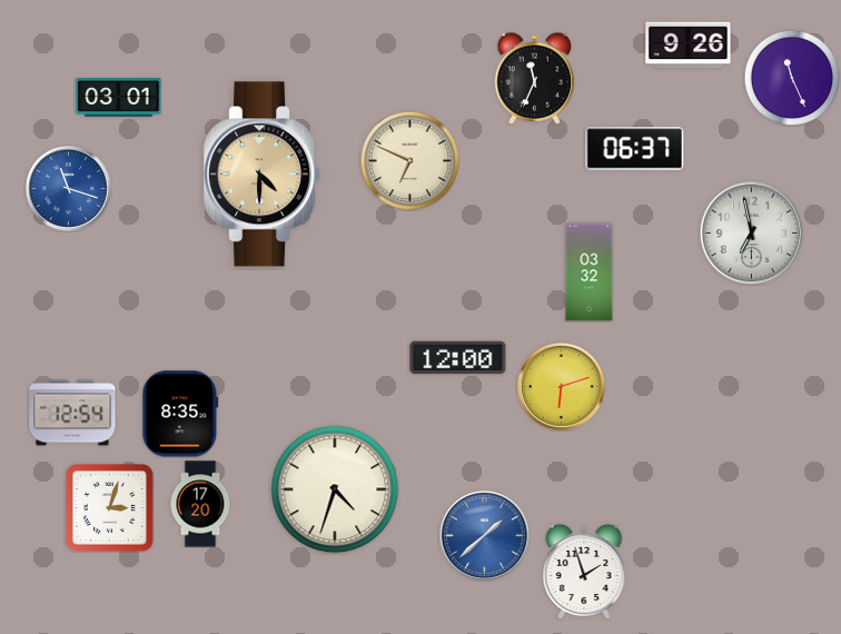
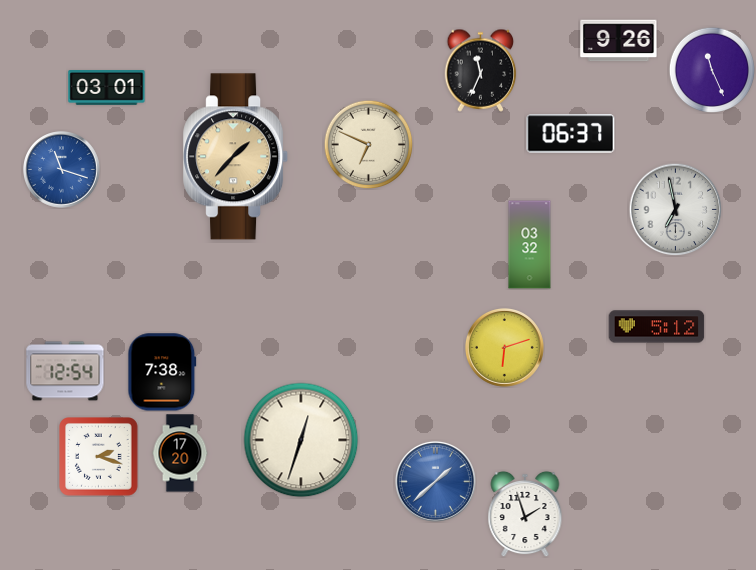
clock at (263, 175): 4:30 -> 1:37
clock at (458, 358): 12:00 -> none
clock at (657, 327): none -> 5:12
clock at (180, 414): 8:35 -> 7:38
clock at (335, 489): 4:33 -> 12:33
clock at (110, 508): 3:03 -> 2:18
